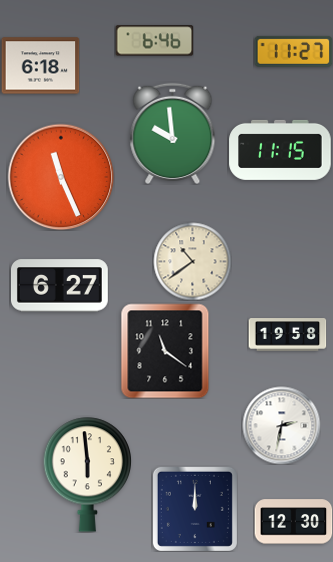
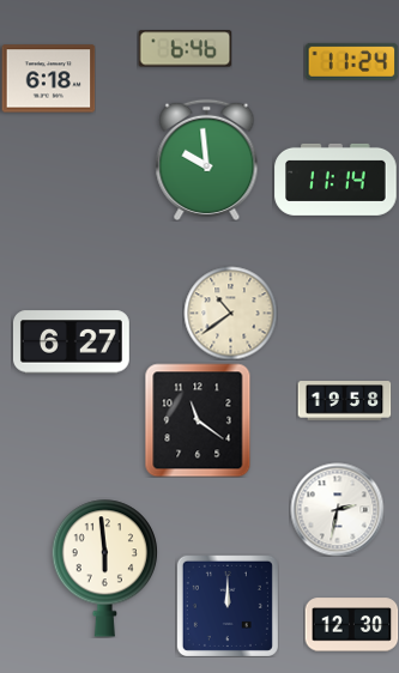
clock at (293, 51): 11:27 -> 11:24
clock at (280, 150): 11:15 -> 11:14
clock at (61, 177): 11:26 -> none
clock at (195, 509) position: (195, 509) -> (228, 606)
